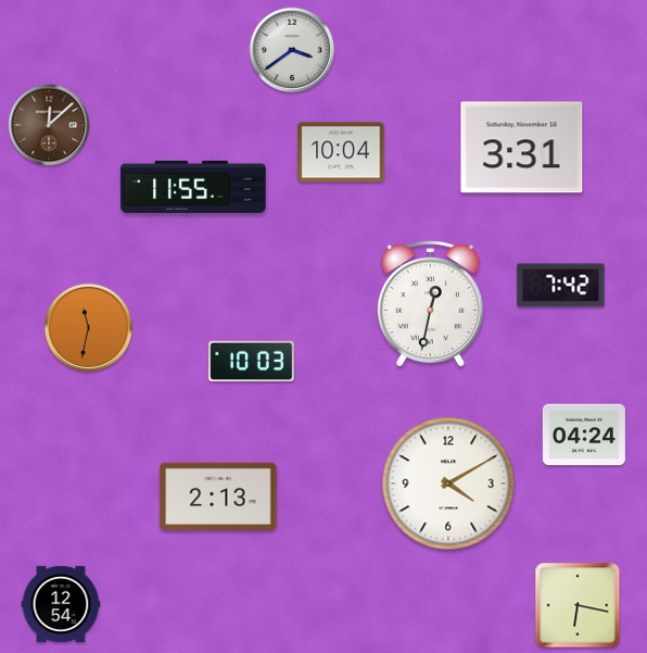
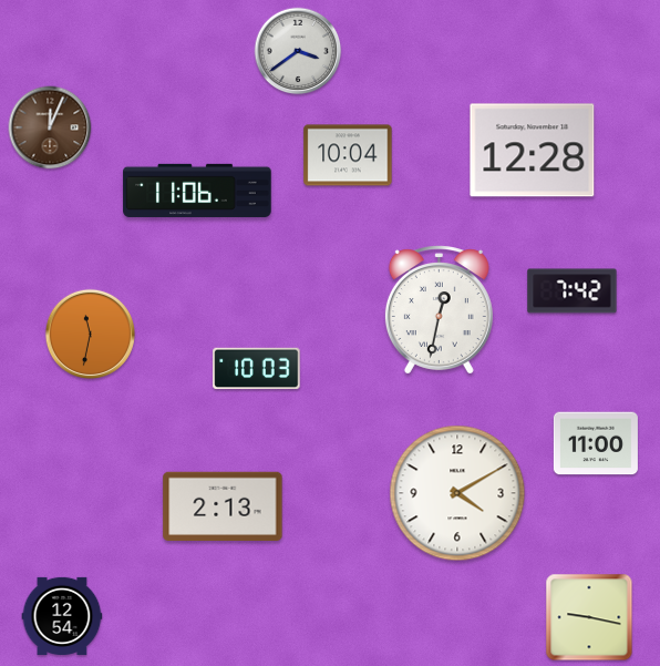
clock at (49, 125): 12:08 -> 12:04
clock at (522, 148): 3:31 -> 12:28
clock at (193, 187): 11:55 -> 11:06
clock at (584, 435): 04:24 -> 11:00
clock at (578, 605): 6:17 -> 9:17
